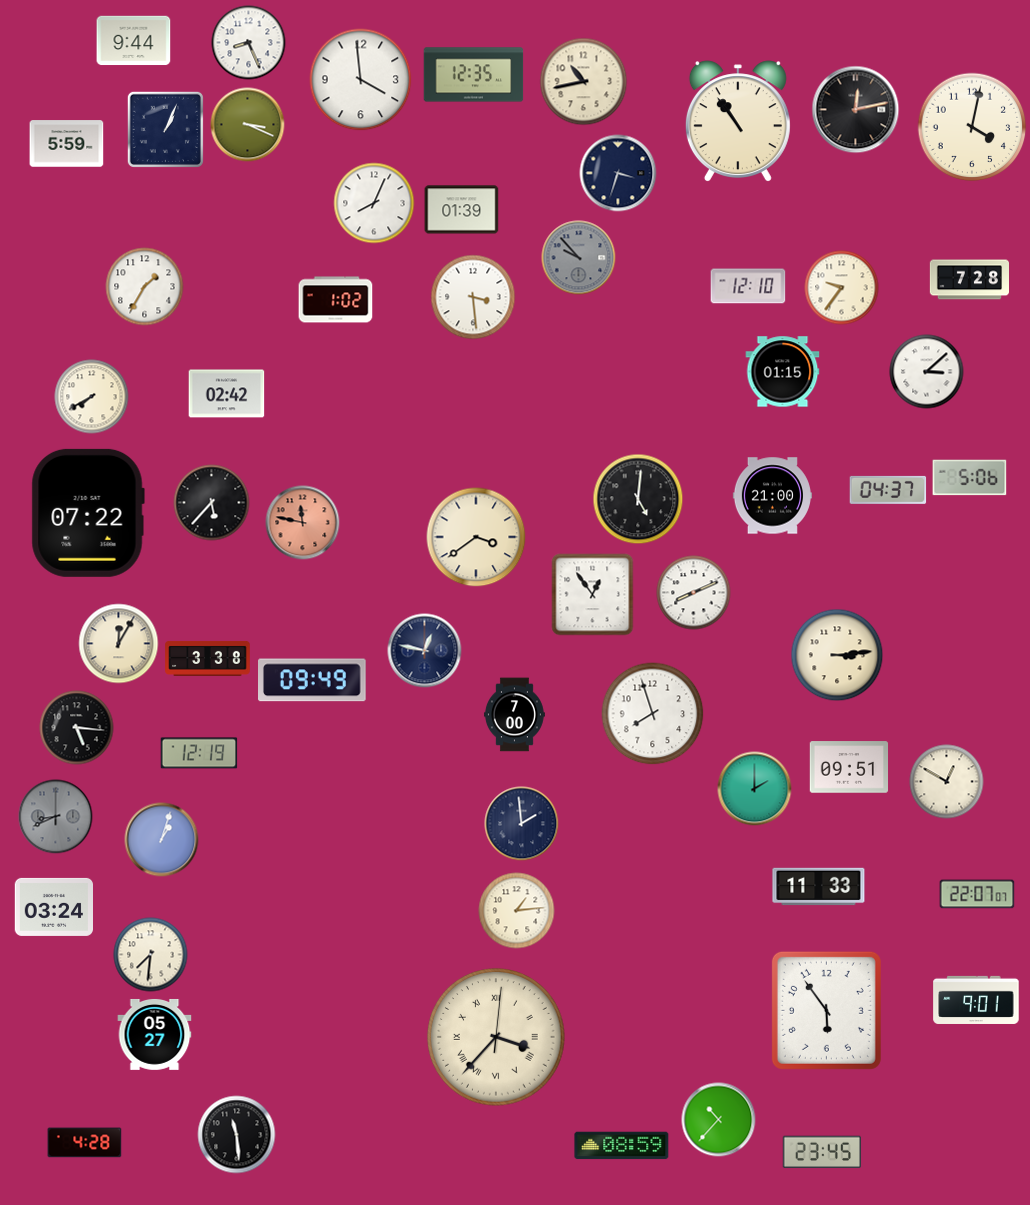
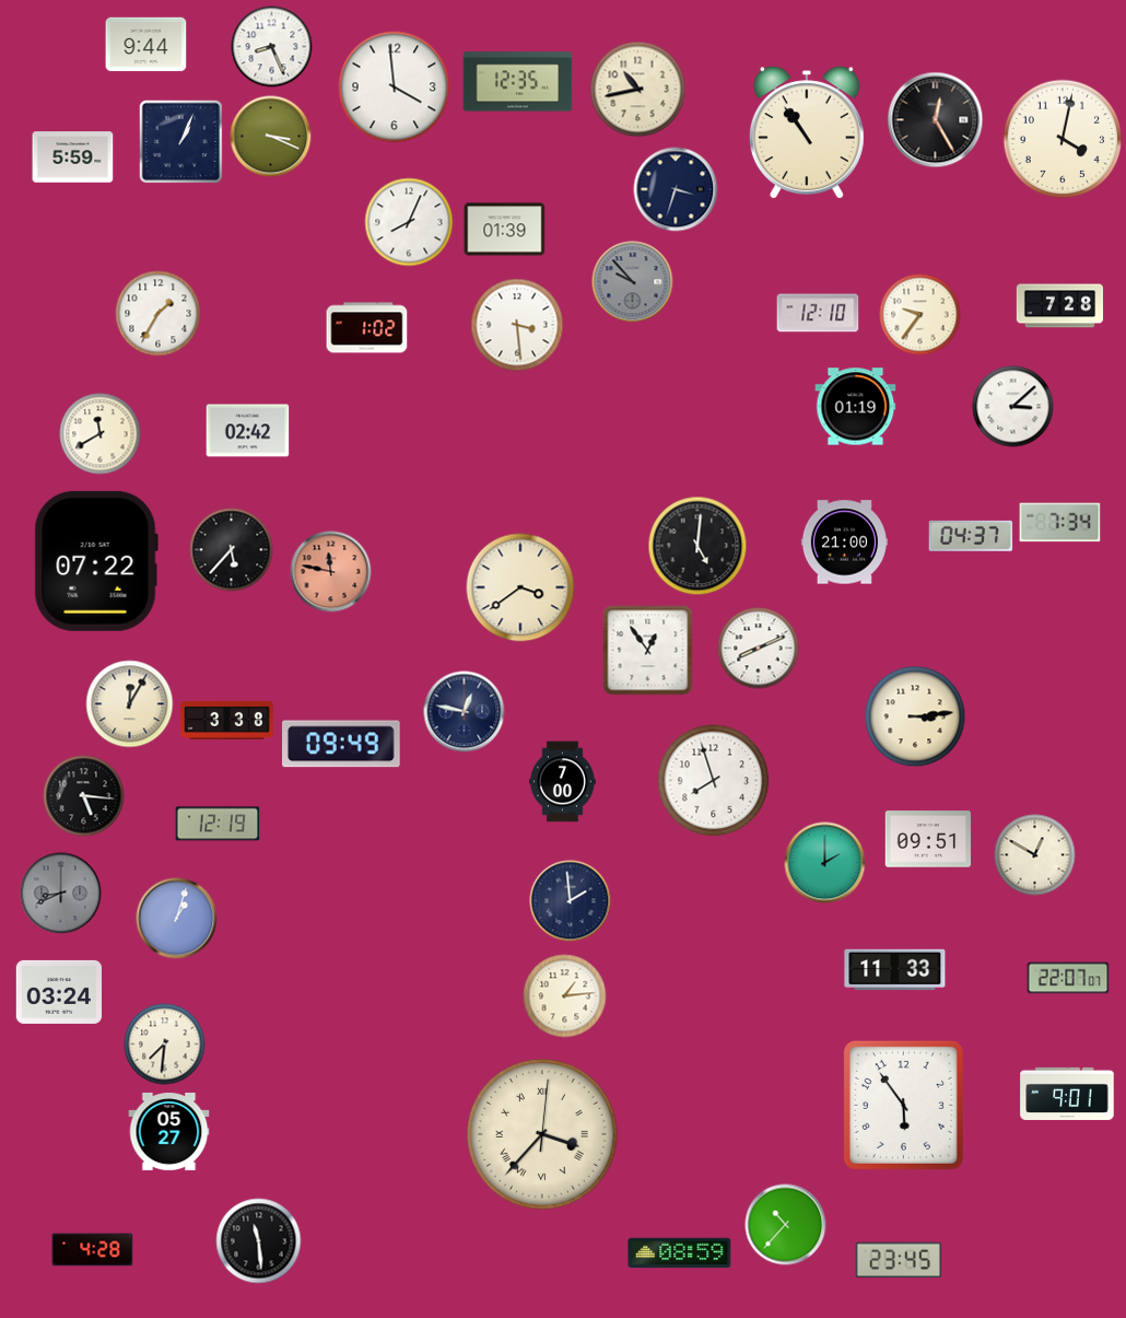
clock at (856, 110): 12:13 -> 12:25
clock at (783, 372): 01:15 -> 01:19
clock at (92, 397): 7:40 -> 11:40
clock at (970, 478): 5:06 -> 7:34
